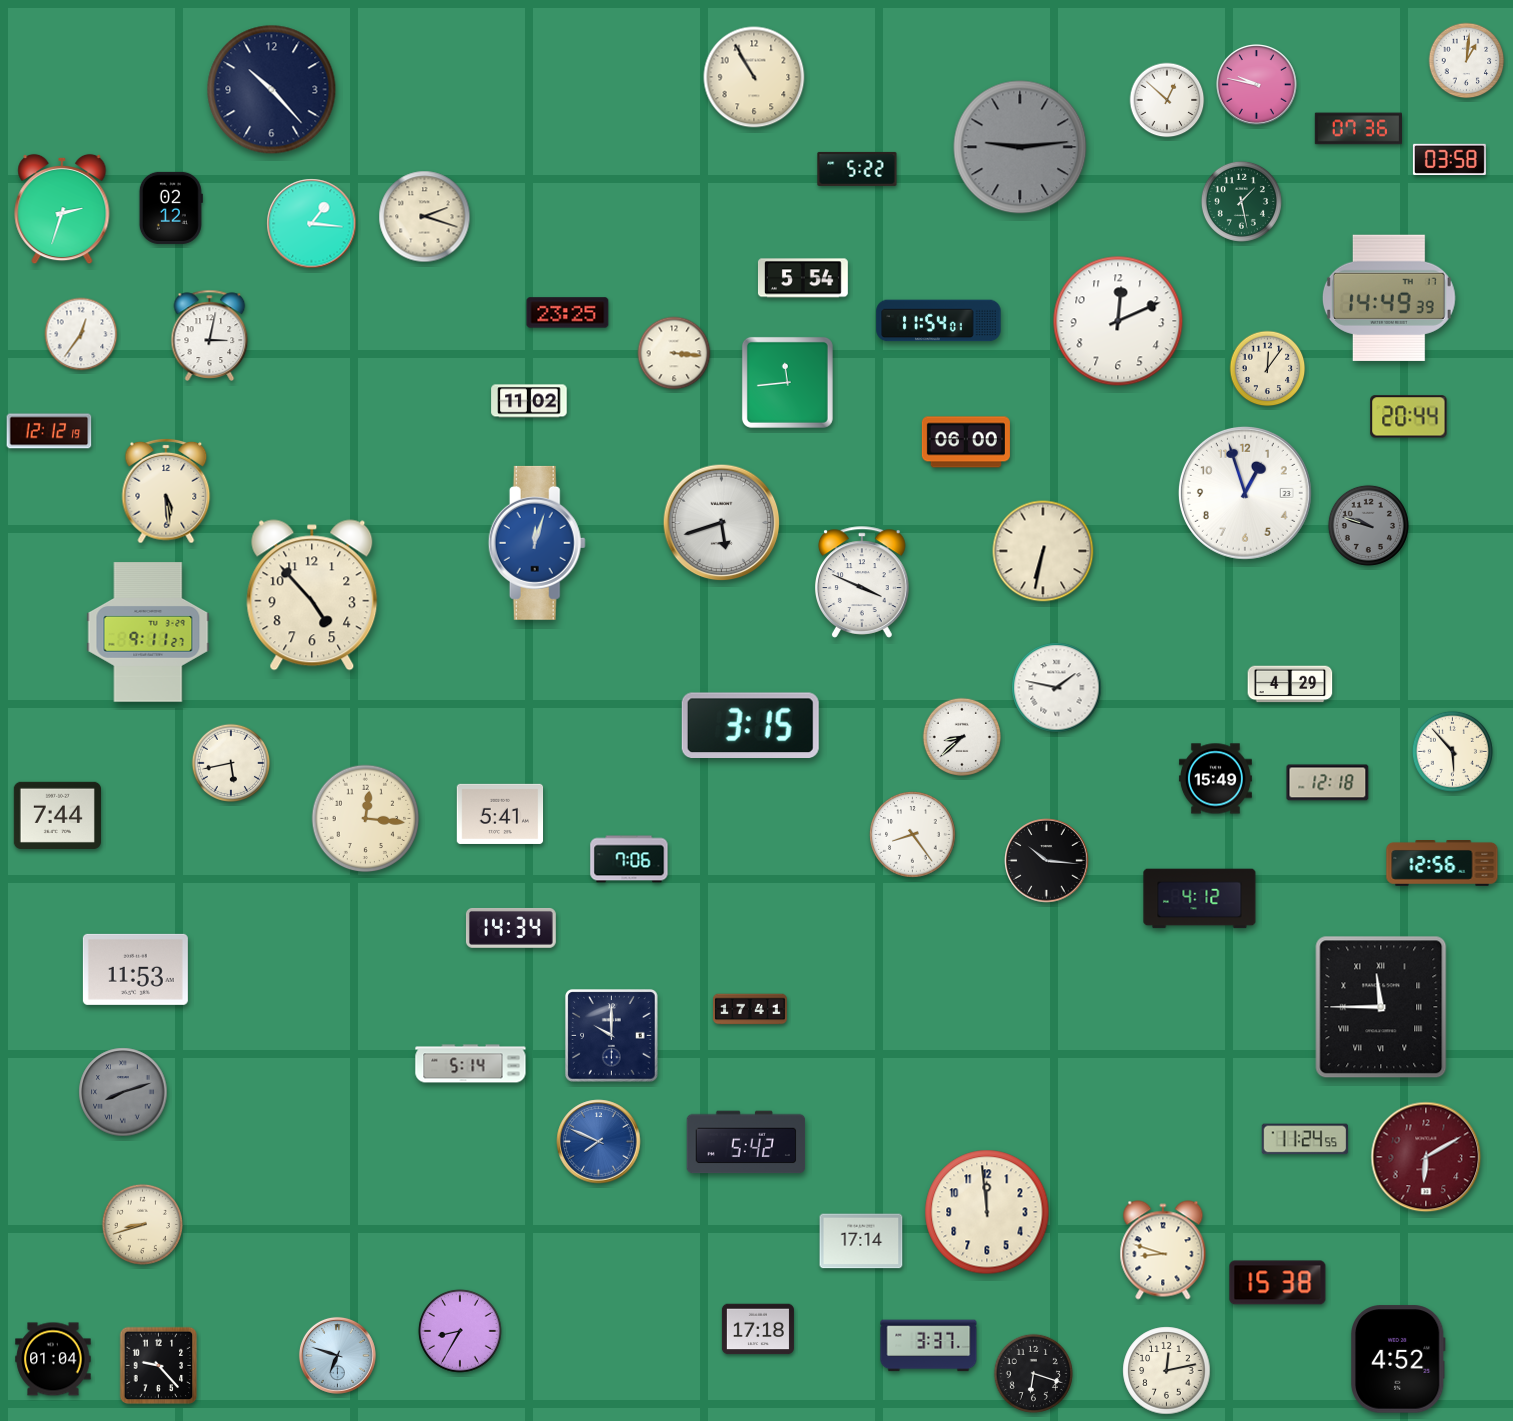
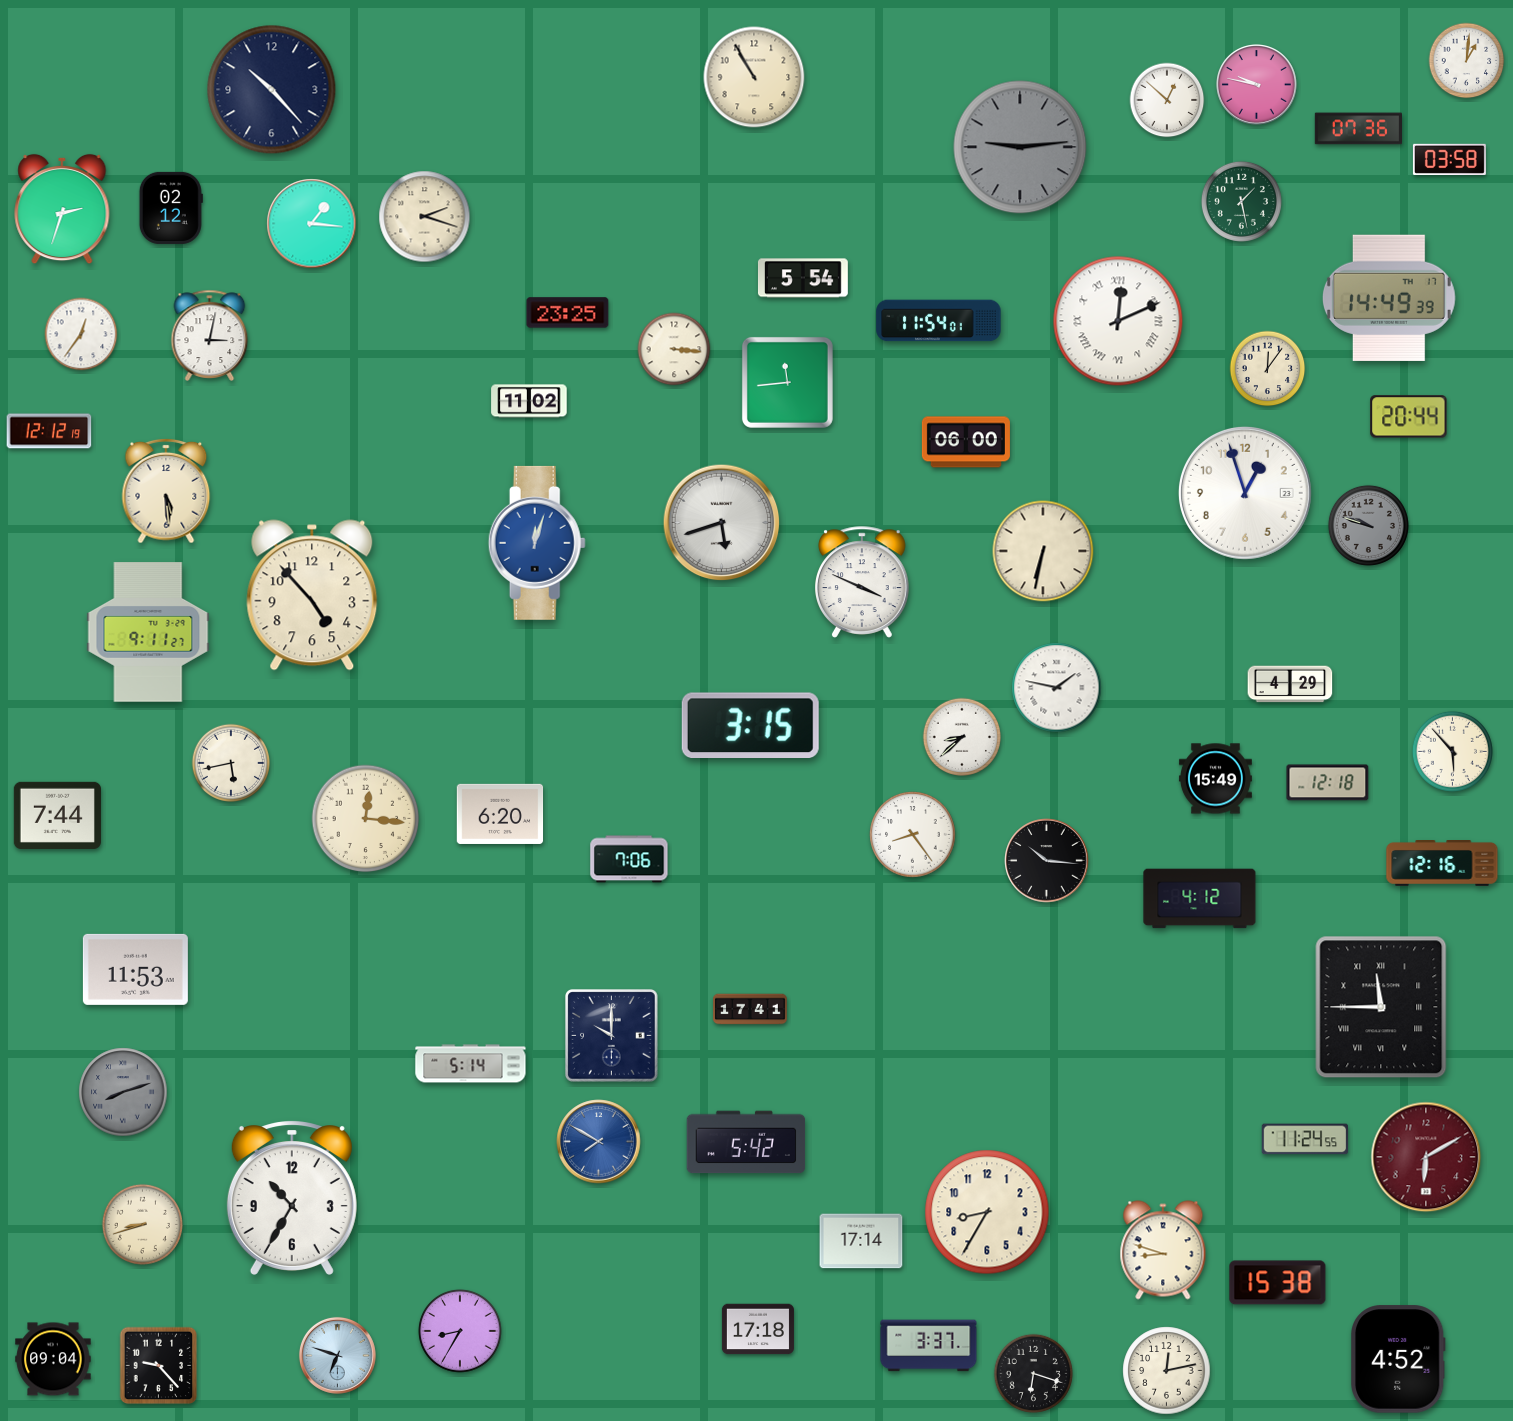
clock at (857, 169): 5:22 -> none
clock at (1118, 321) numerals: Arabic -> Roman
clock at (674, 353) position: (674, 353) -> (674, 349)
clock at (500, 814): 5:41 -> 6:20
clock at (1442, 864): 12:56 -> 12:16
clock at (511, 928): 14:34 -> none
clock at (599, 1142): 7:49 -> 7:50
clock at (292, 1198): none -> 10:35
clock at (987, 1212): 11:59 -> 8:35
clock at (53, 1359): 01:04 -> 09:04
